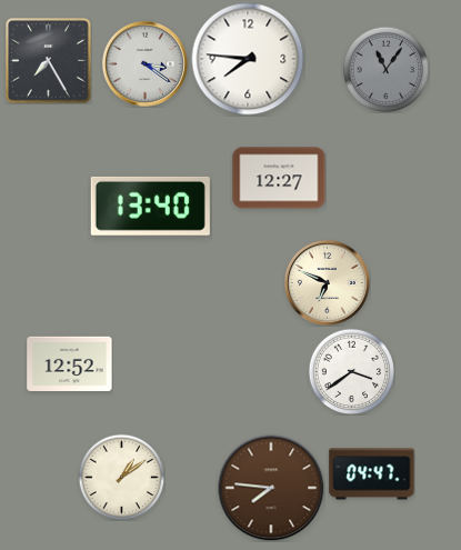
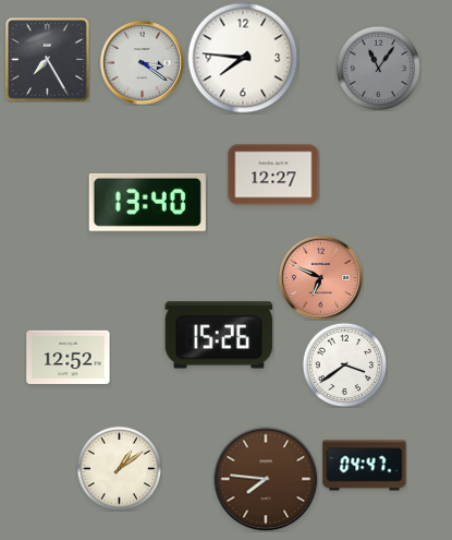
clock at (327, 282) dial: cream -> salmon
clock at (219, 335): none -> 15:26
